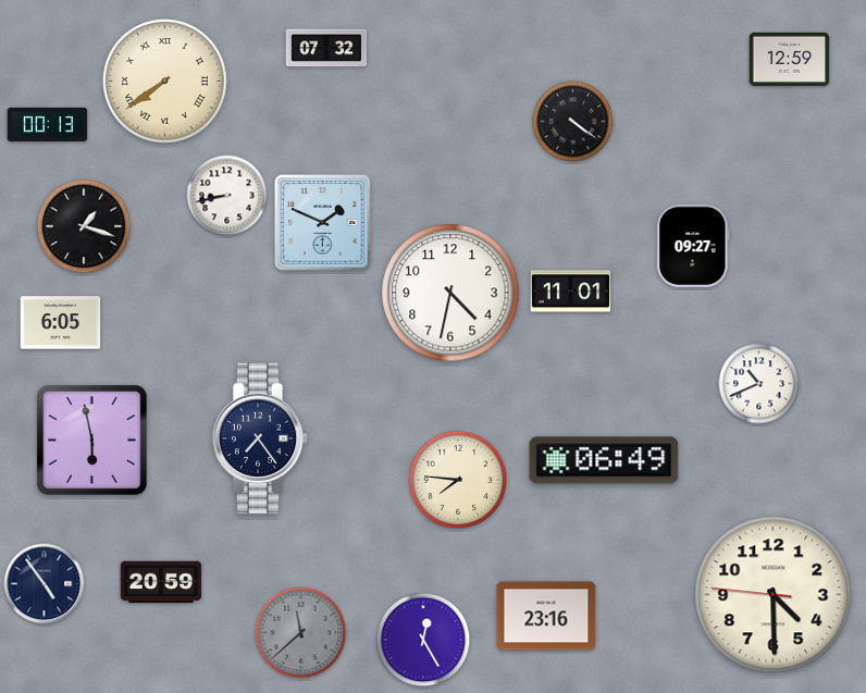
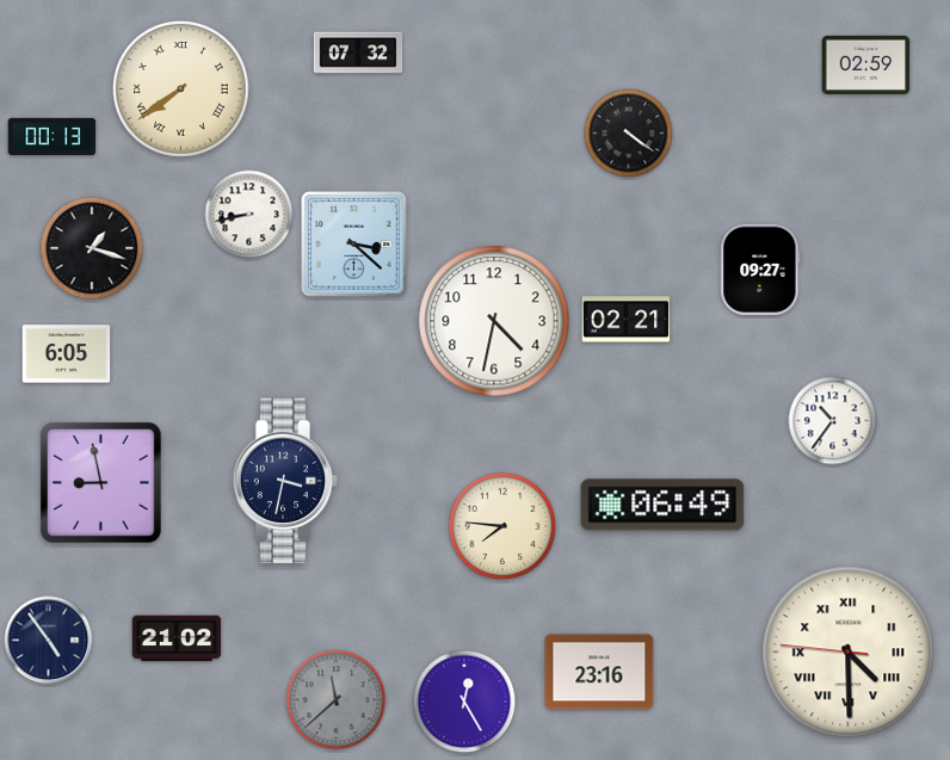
clock at (790, 59): 12:59 -> 02:59
clock at (323, 223): 1:49 -> 3:22
clock at (571, 292): 11:01 -> 02:21
clock at (759, 384): 10:41 -> 10:36
clock at (260, 438): 7:24 -> 3:32
clock at (92, 441): 5:58 -> 8:58
clock at (161, 582): 20:59 -> 21:02
clock at (774, 595) numerals: Arabic -> Roman
clock at (546, 616) position: (546, 616) -> (599, 672)
clock at (301, 633) position: (301, 633) -> (337, 700)
